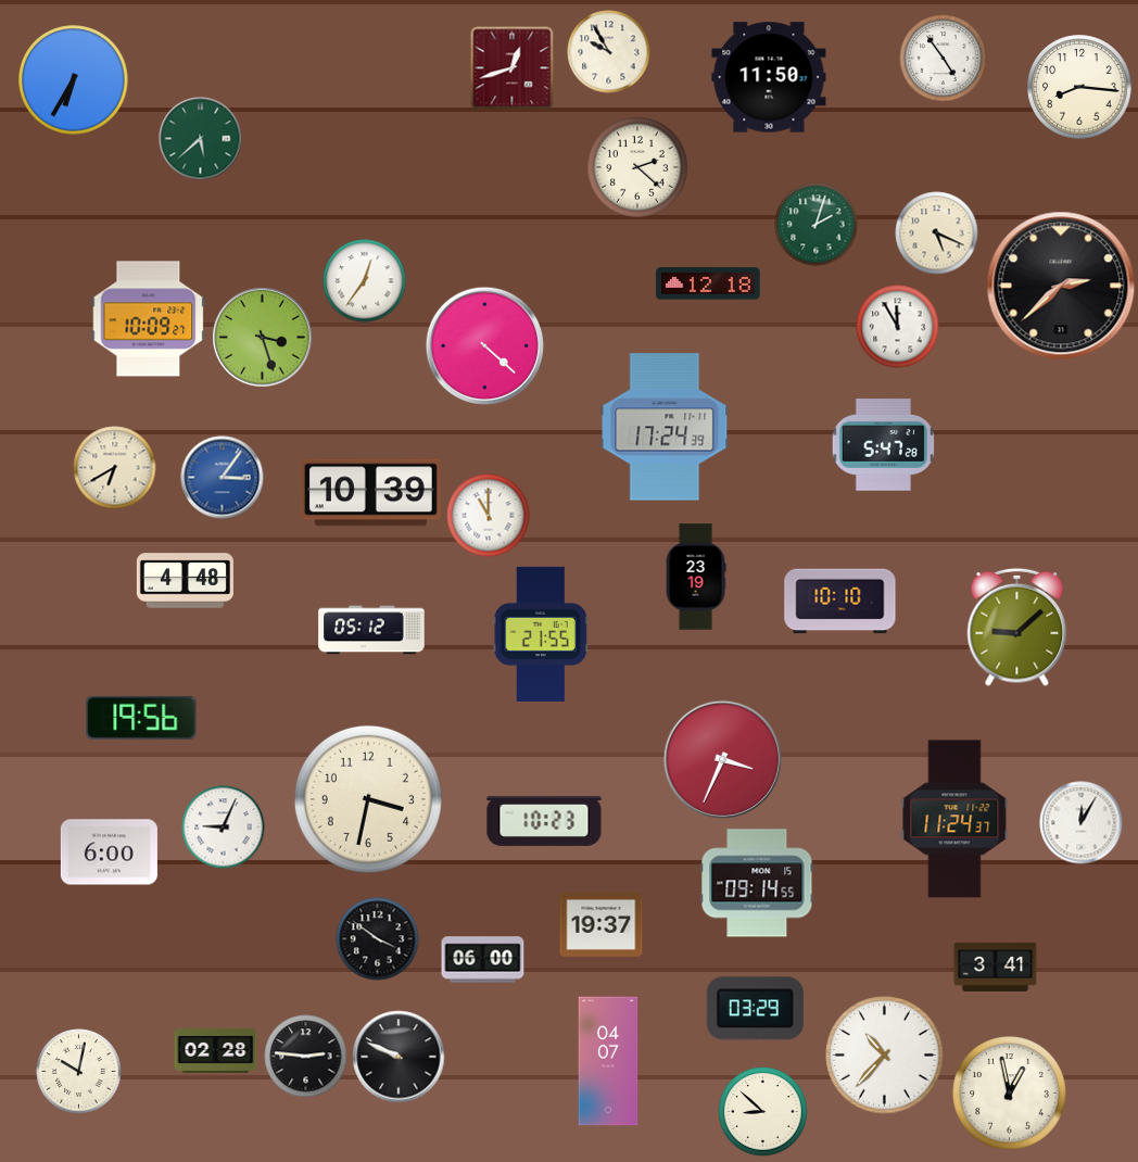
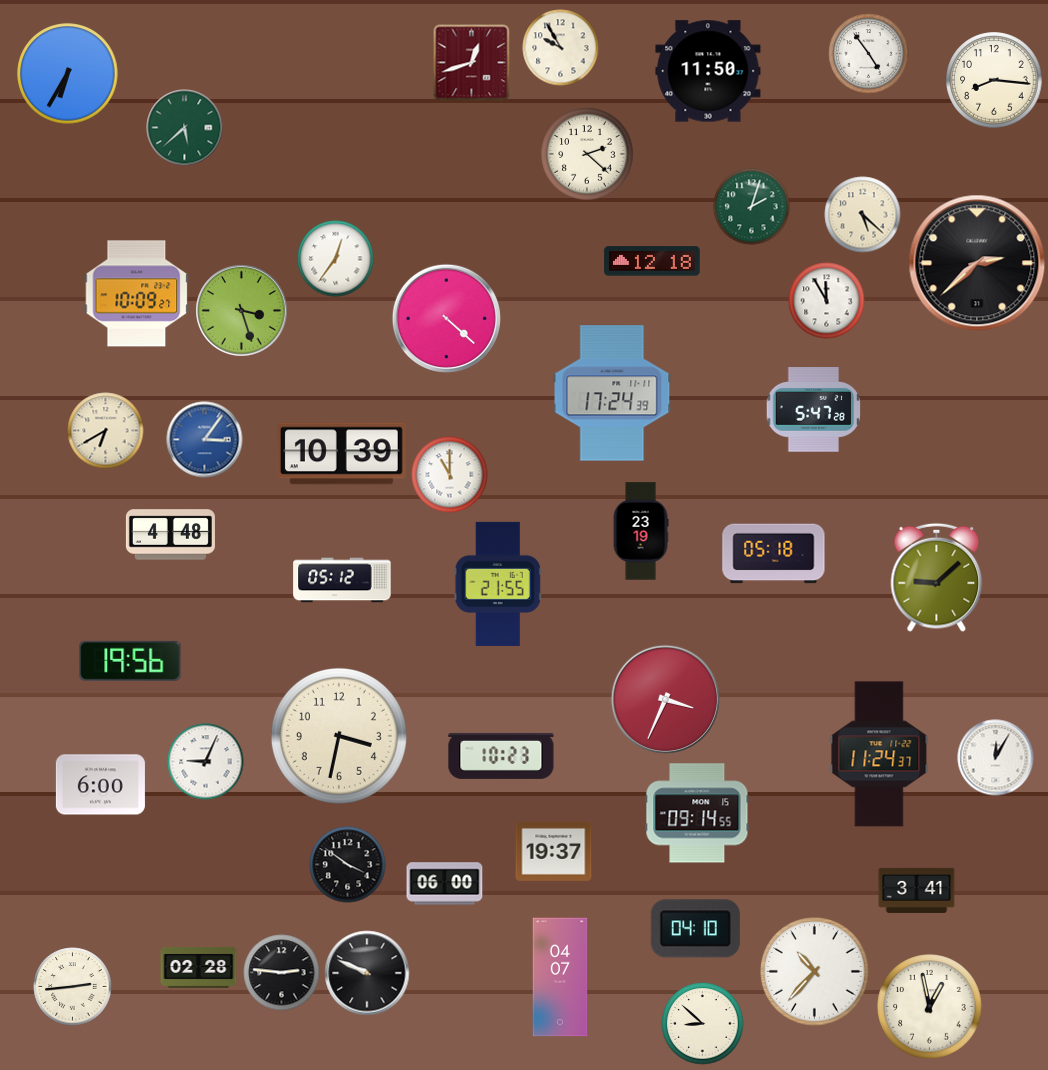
clock at (937, 233): 5:19 -> 5:22
clock at (840, 602): 10:10 -> 05:18
clock at (755, 1009): 03:29 -> 04:10
clock at (79, 1072): 10:02 -> 2:44
